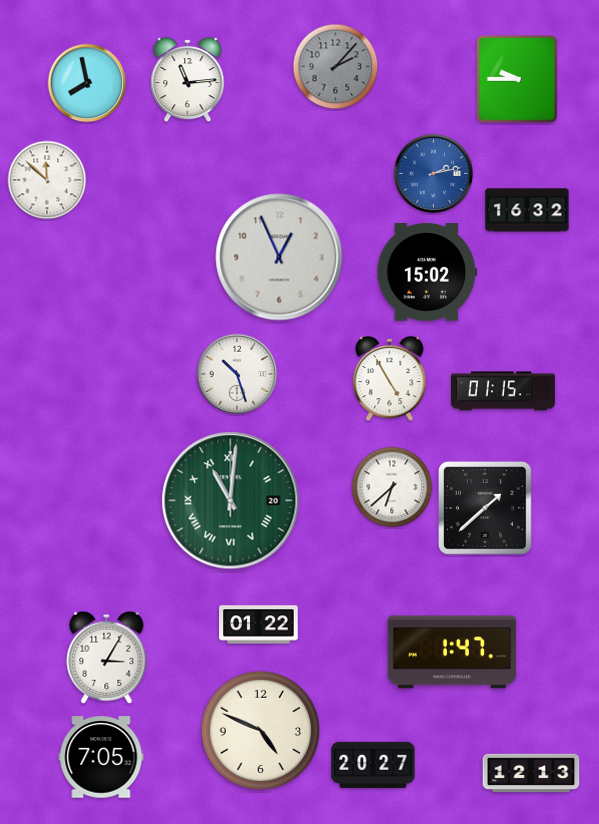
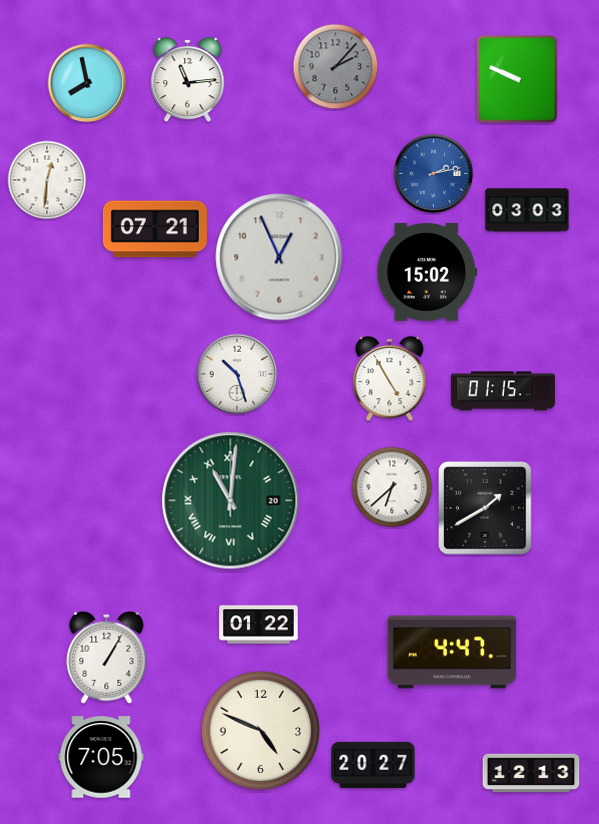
clock at (518, 80): 9:45 -> 9:49
clock at (47, 180): 11:52 -> 12:31
clock at (527, 210): 16:32 -> 03:03
clock at (155, 229): none -> 07:21
clock at (486, 509): 1:38 -> 1:40
clock at (452, 652): 1:47 -> 4:47
clock at (107, 657): 3:05 -> 1:05
